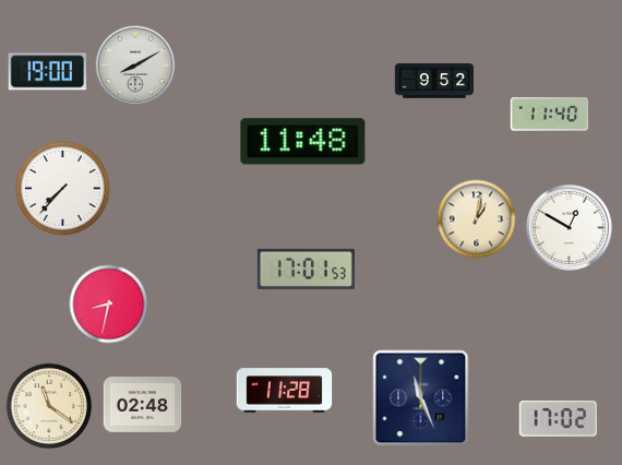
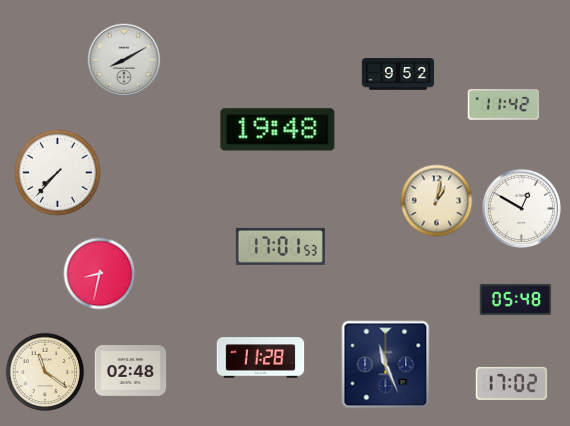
clock at (47, 72): 19:00 -> none
clock at (550, 115): 11:40 -> 11:42
clock at (303, 142): 11:48 -> 19:48
clock at (109, 305) position: (109, 305) -> (100, 274)
clock at (516, 299): none -> 05:48
